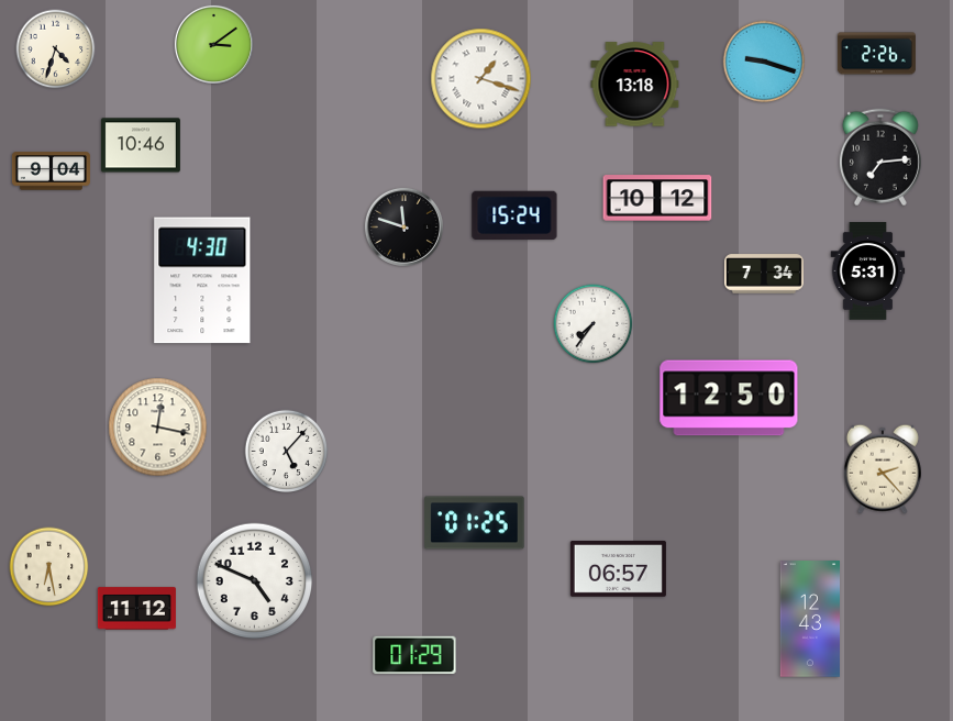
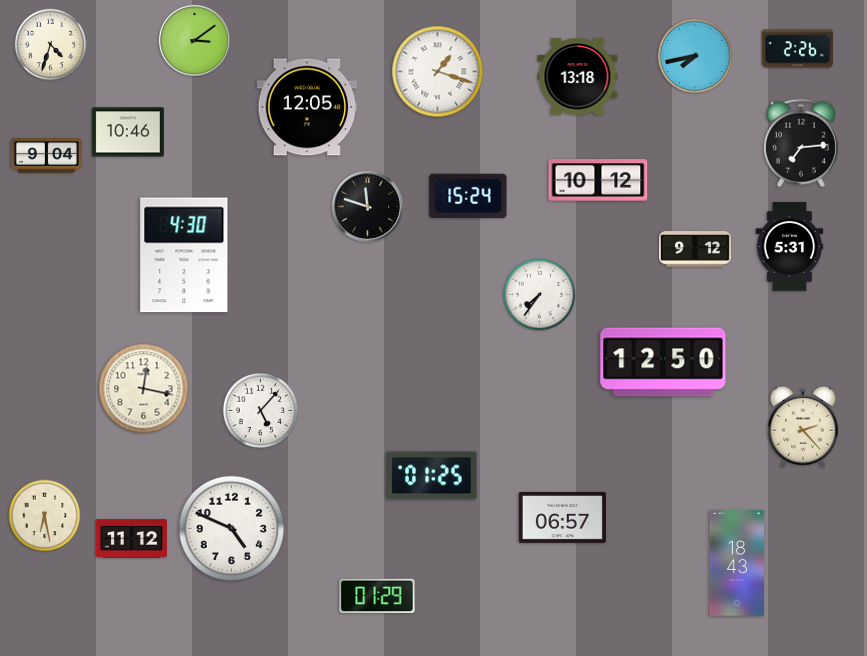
clock at (764, 62): 9:18 -> 7:43
clock at (307, 107): none -> 12:05
clock at (764, 274): 7:34 -> 9:12
clock at (136, 609) position: (136, 609) -> (131, 539)
clock at (809, 619): 12:43 -> 18:43
